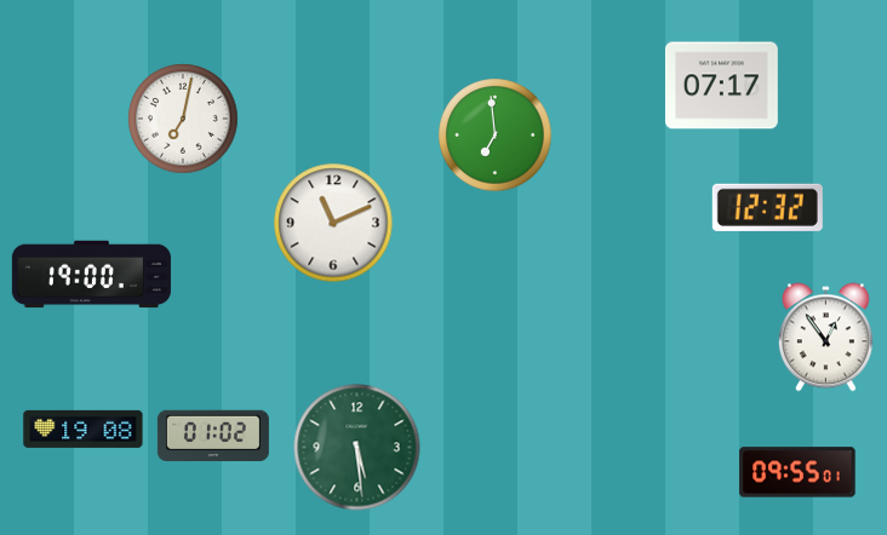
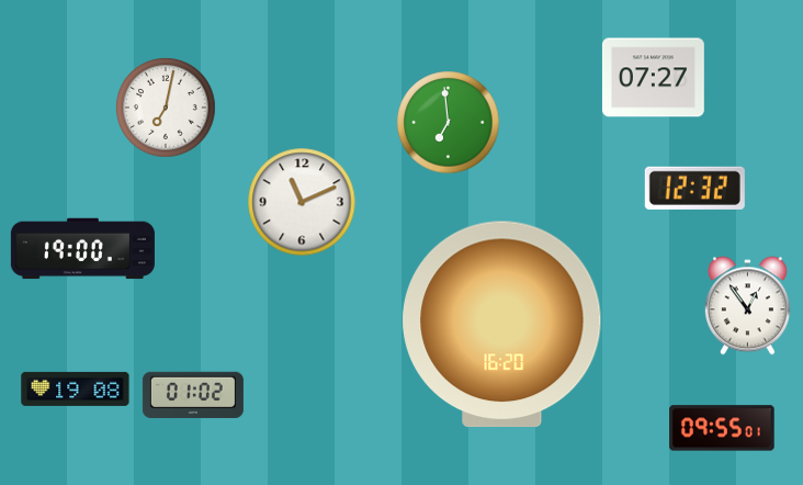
clock at (721, 86): 07:17 -> 07:27
clock at (502, 325): none -> 16:20
clock at (357, 448): 5:29 -> none
